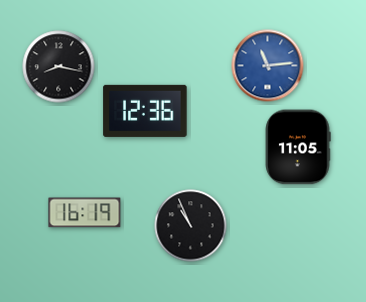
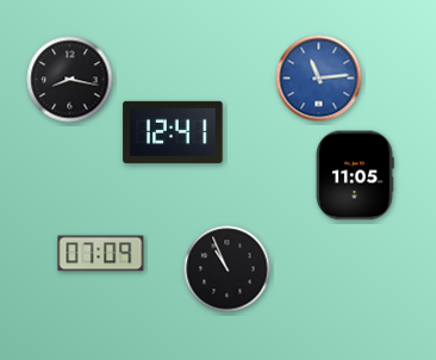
clock at (145, 111): 12:36 -> 12:41
clock at (85, 213): 16:19 -> 07:09
